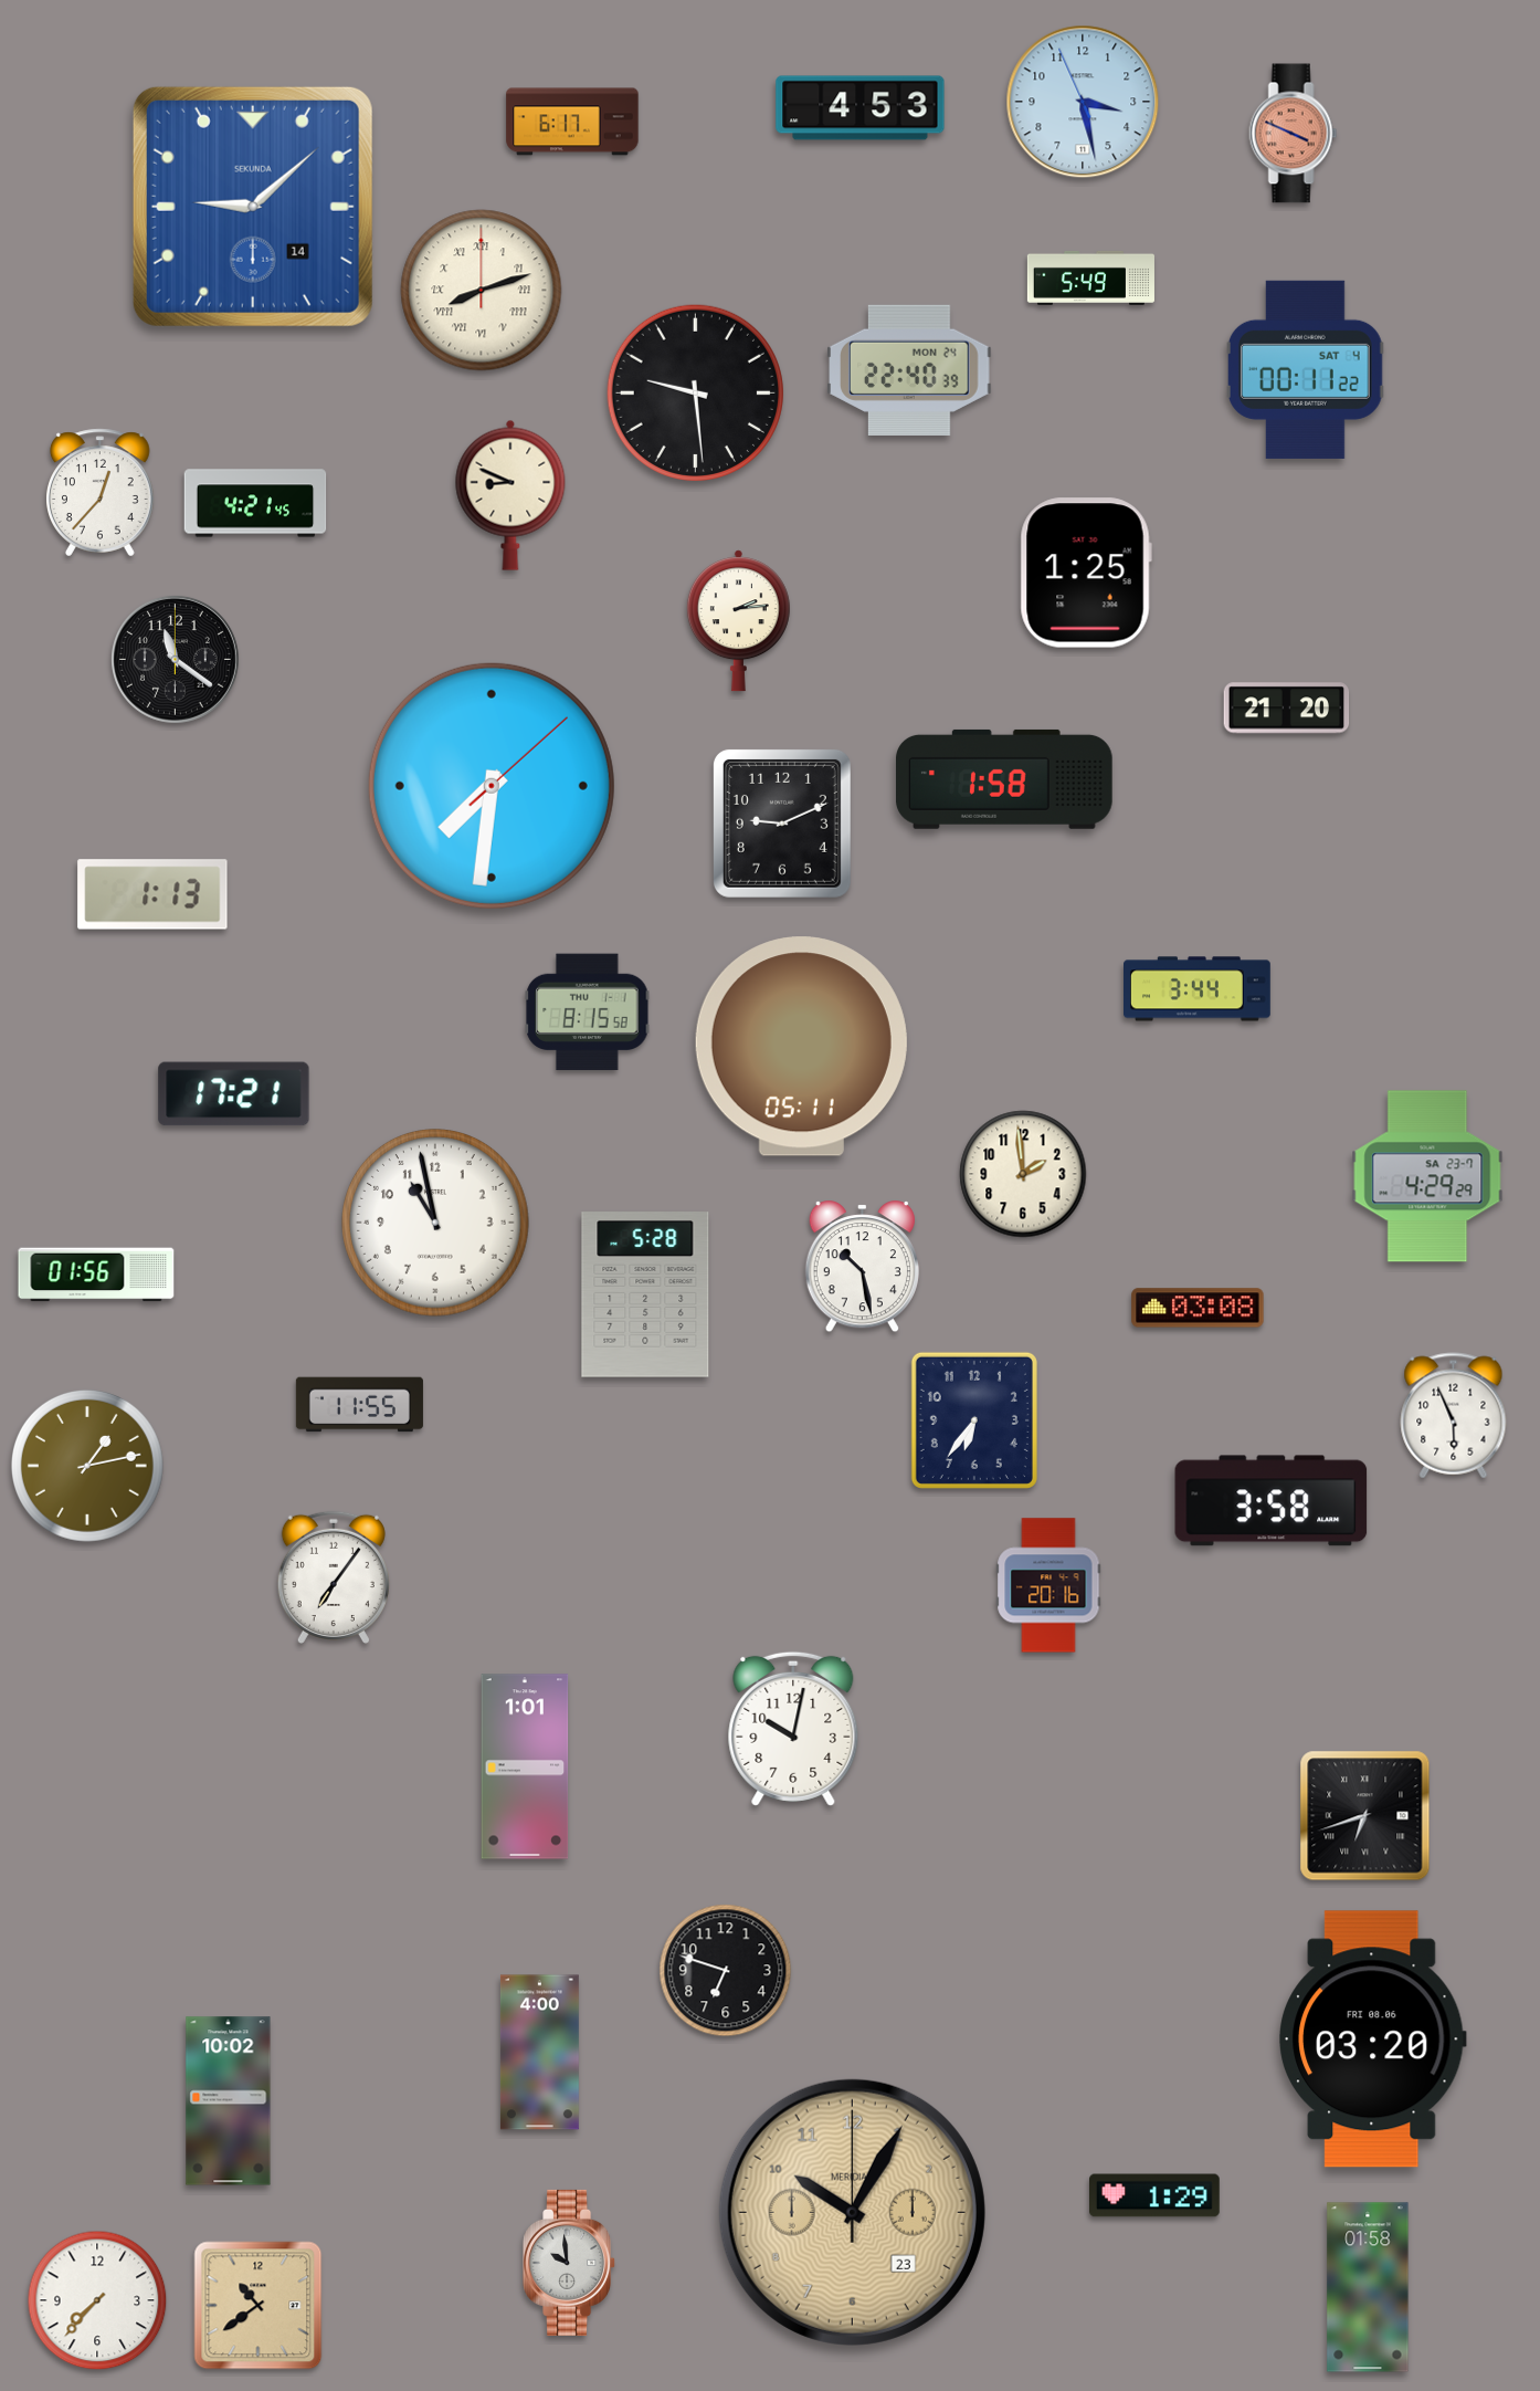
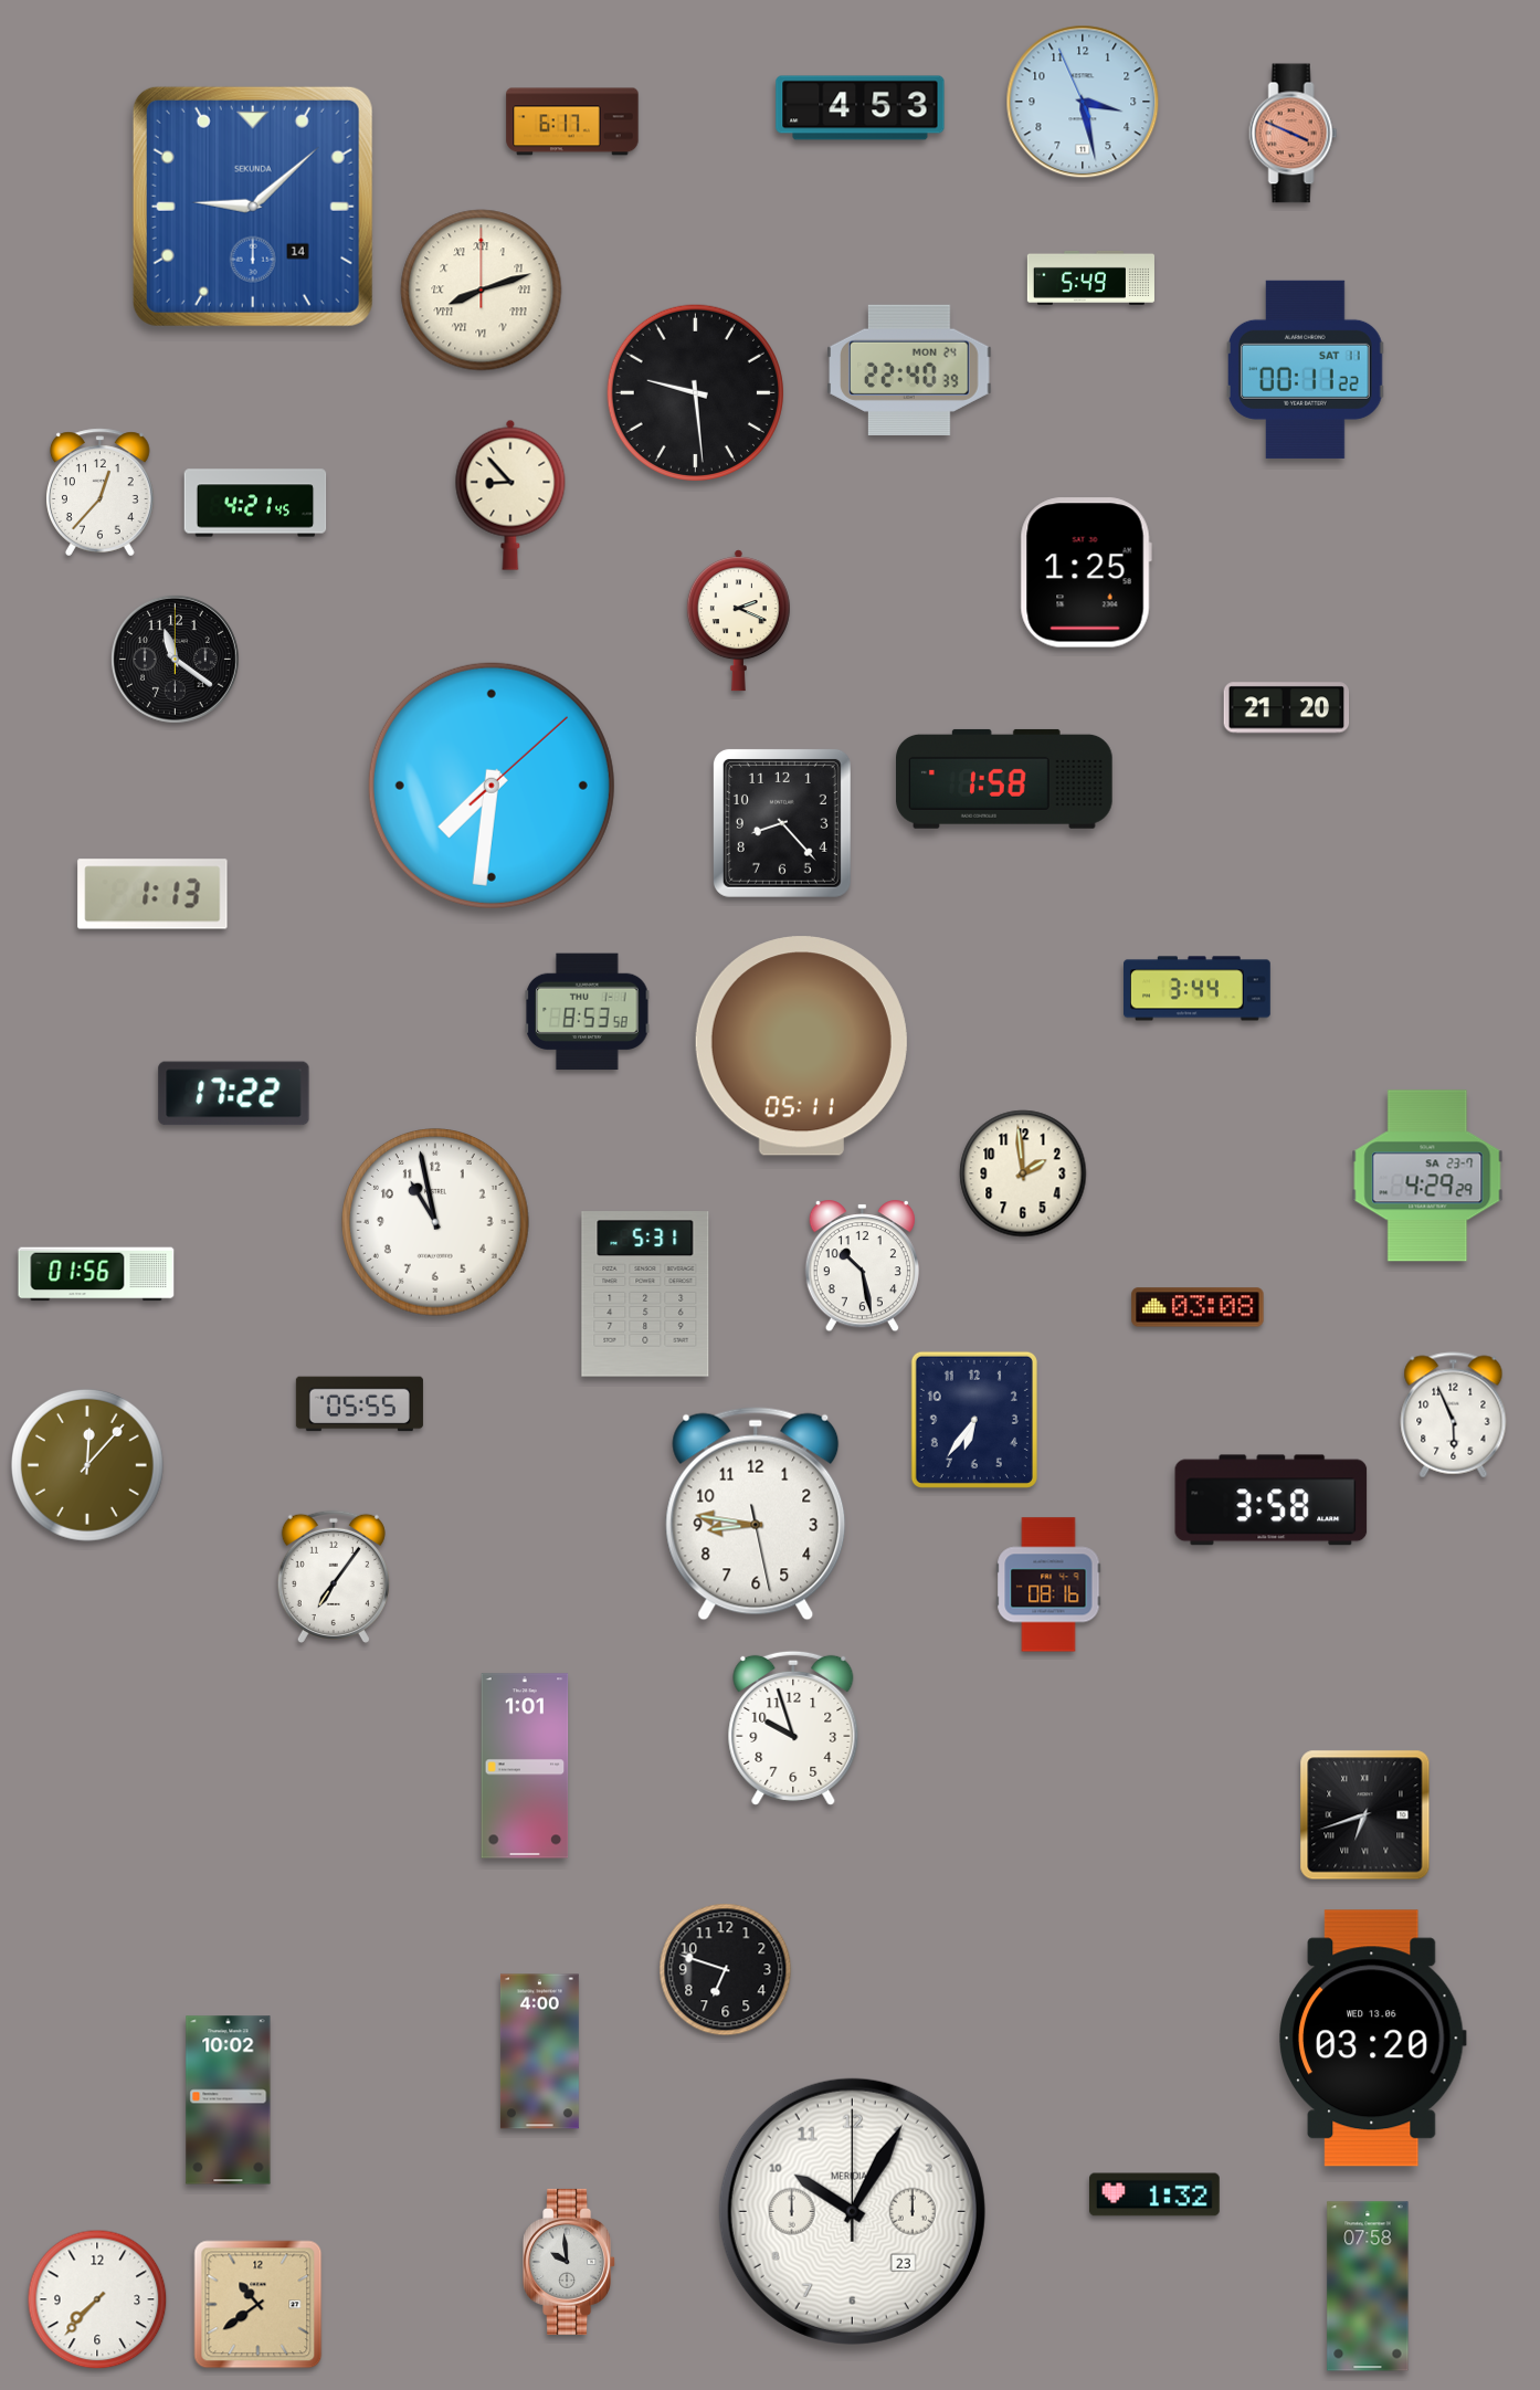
clock at (1306, 369) date: SAT 4 -> SAT 11
clock at (510, 495): 8:49 -> 8:53
clock at (738, 621): 2:14 -> 2:19
clock at (782, 824): 9:11 -> 8:23
clock at (588, 1013): 8:15 -> 8:53
clock at (234, 1094): 17:21 -> 17:22
clock at (645, 1294): 5:28 -> 5:31
clock at (359, 1405): 11:55 -> 05:55
clock at (87, 1466): 1:13 -> 12:07
clock at (756, 1514): none -> 8:46
clock at (1048, 1585): 20:16 -> 08:16
clock at (793, 1729): 10:02 -> 9:57
clock at (1373, 2039) date: FRI 08.06 -> WED 13.06
clock at (1156, 2195): 1:29 -> 1:32
clock at (852, 2212) dial: champagne -> white
clock at (1368, 2287): 01:58 -> 07:58
